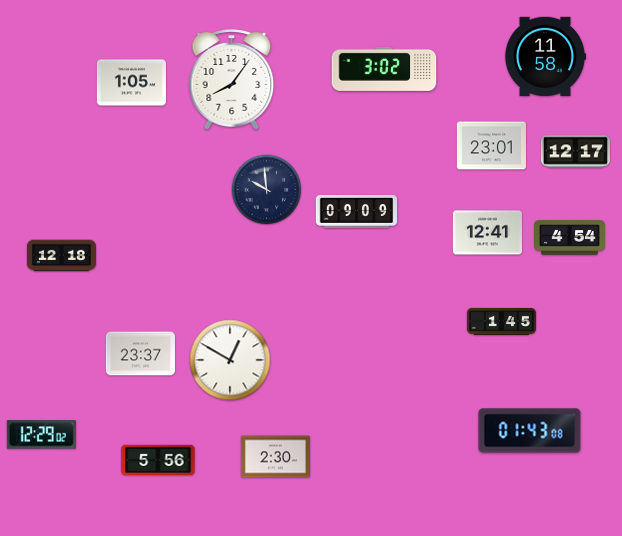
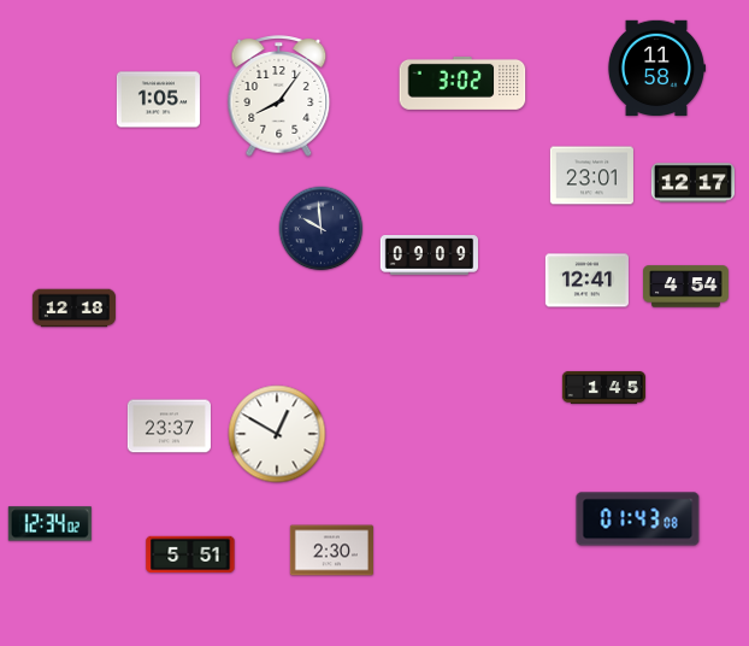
clock at (41, 435): 12:29 -> 12:34
clock at (158, 460): 5:56 -> 5:51
